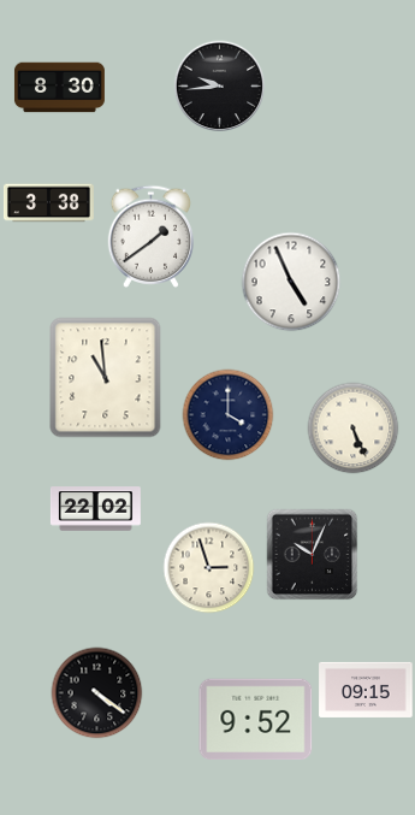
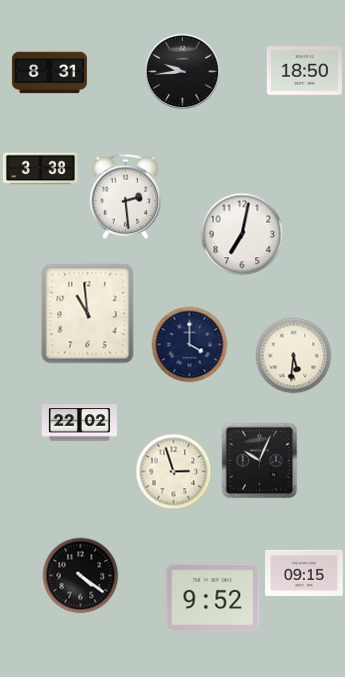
clock at (304, 71): none -> 18:50
clock at (59, 88): 8:30 -> 8:31
clock at (152, 236): 1:39 -> 2:29
clock at (291, 282): 4:56 -> 7:02
clock at (354, 429): 5:26 -> 5:31
